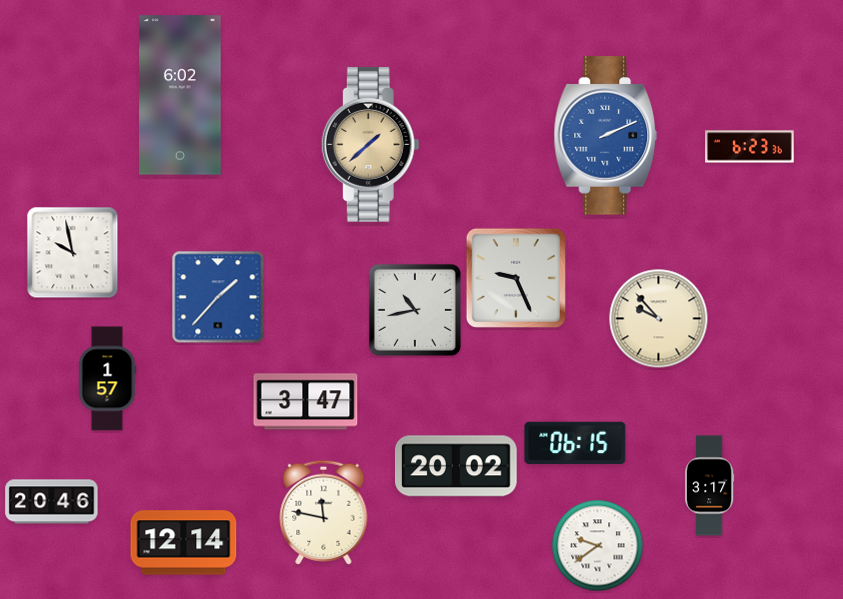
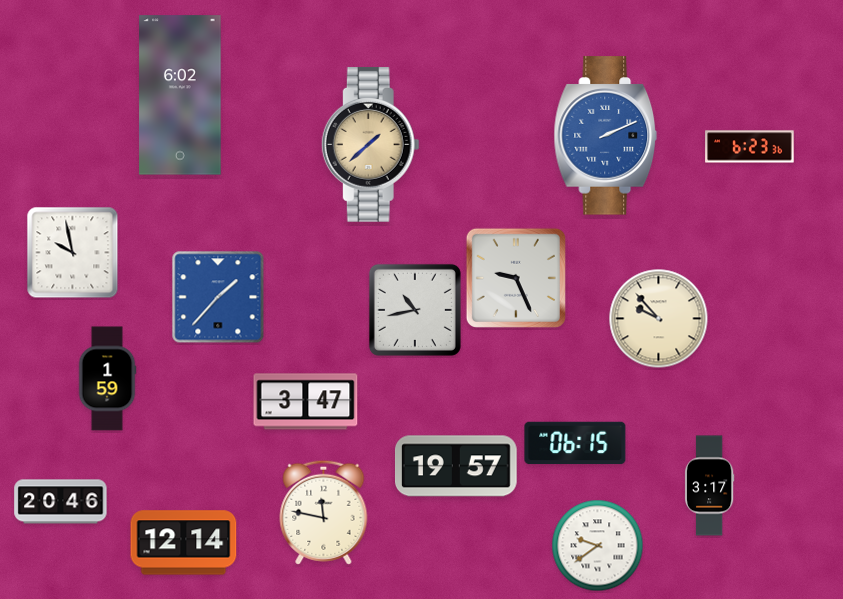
clock at (107, 379): 1:57 -> 1:59
clock at (457, 466): 20:02 -> 19:57
clock at (52, 502) position: (52, 502) -> (61, 502)
